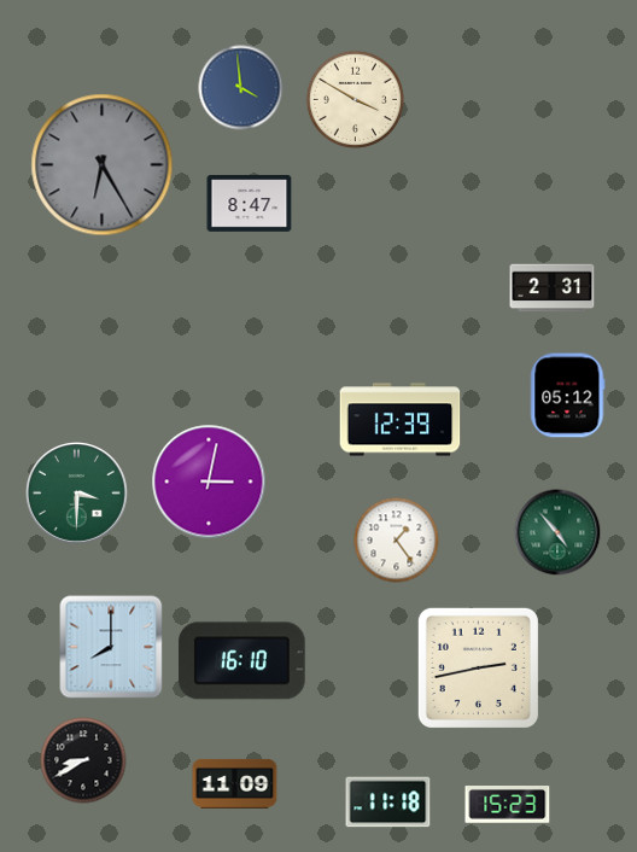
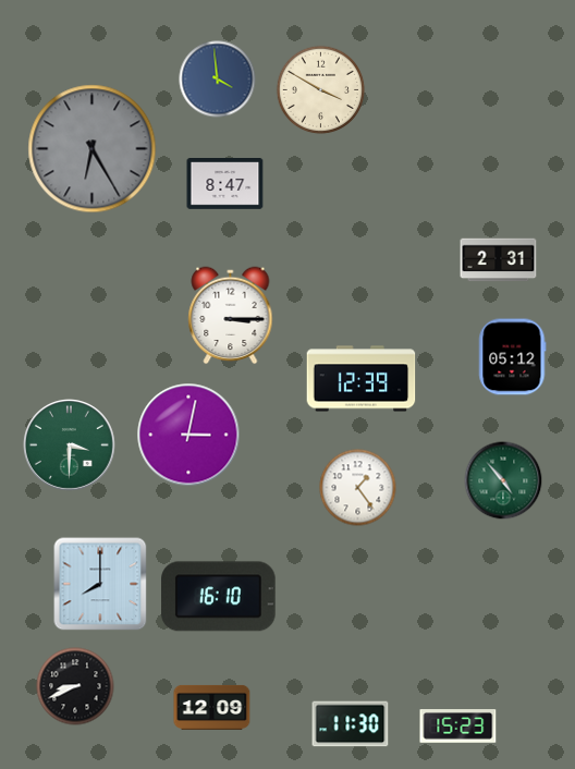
clock at (231, 316): none -> 3:15
clock at (478, 667): 2:43 -> none
clock at (83, 760): 8:40 -> 8:41
clock at (235, 783): 11:09 -> 12:09
clock at (388, 803): 11:18 -> 11:30
